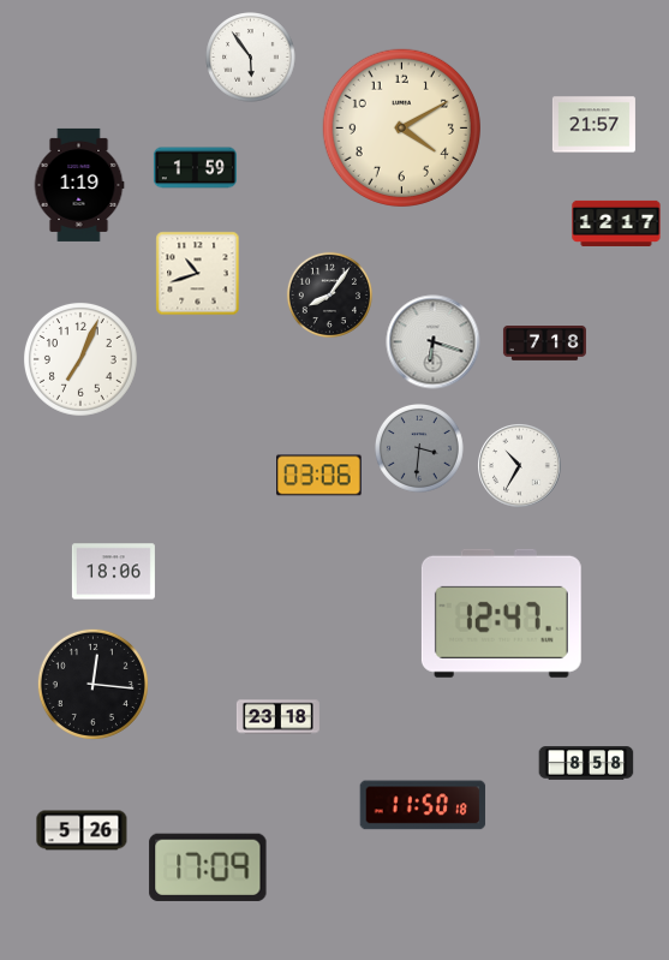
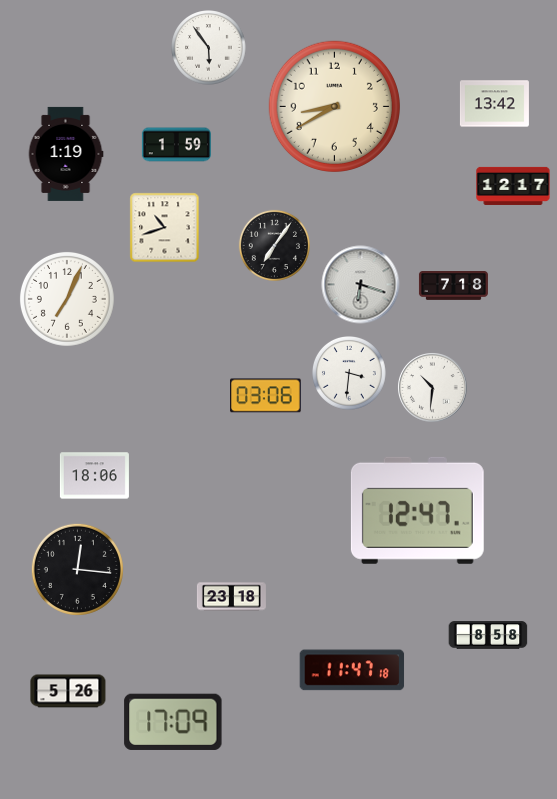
clock at (593, 125): 21:57 -> 13:42
clock at (401, 127): 4:10 -> 8:40
clock at (195, 168) position: (195, 168) -> (176, 145)
clock at (329, 294): 8:06 -> 7:06
clock at (420, 449) dial: grey -> white
clock at (520, 466): 10:35 -> 10:31
clock at (423, 805): 11:50 -> 11:47
